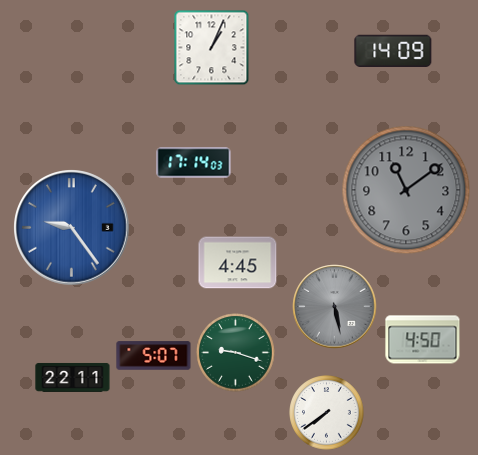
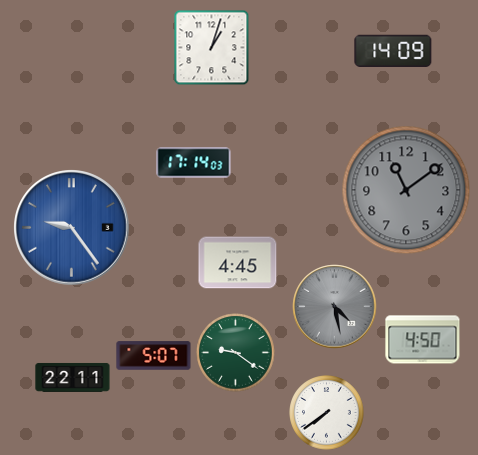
clock at (212, 48): 1:04 -> 1:03
clock at (335, 307): 5:28 -> 4:28
clock at (236, 353): 9:18 -> 9:21
